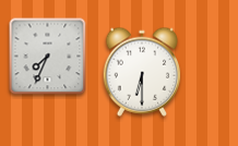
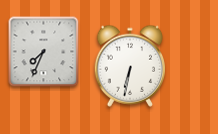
clock at (141, 72): 6:30 -> 6:32
